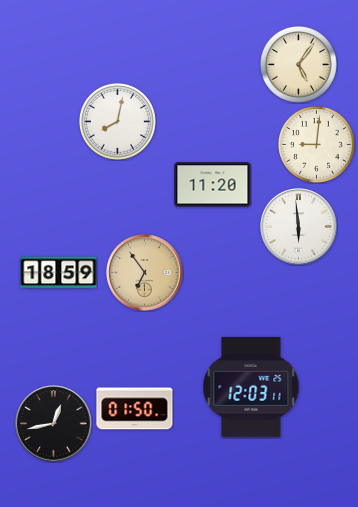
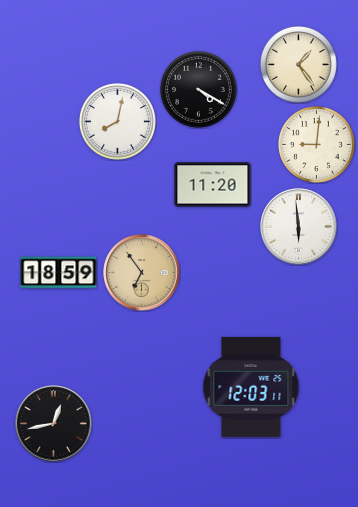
clock at (298, 64): 5:06 -> 1:24
clock at (198, 89): none -> 4:20
clock at (145, 273) position: (145, 273) -> (142, 273)
clock at (135, 409): 01:50 -> none
